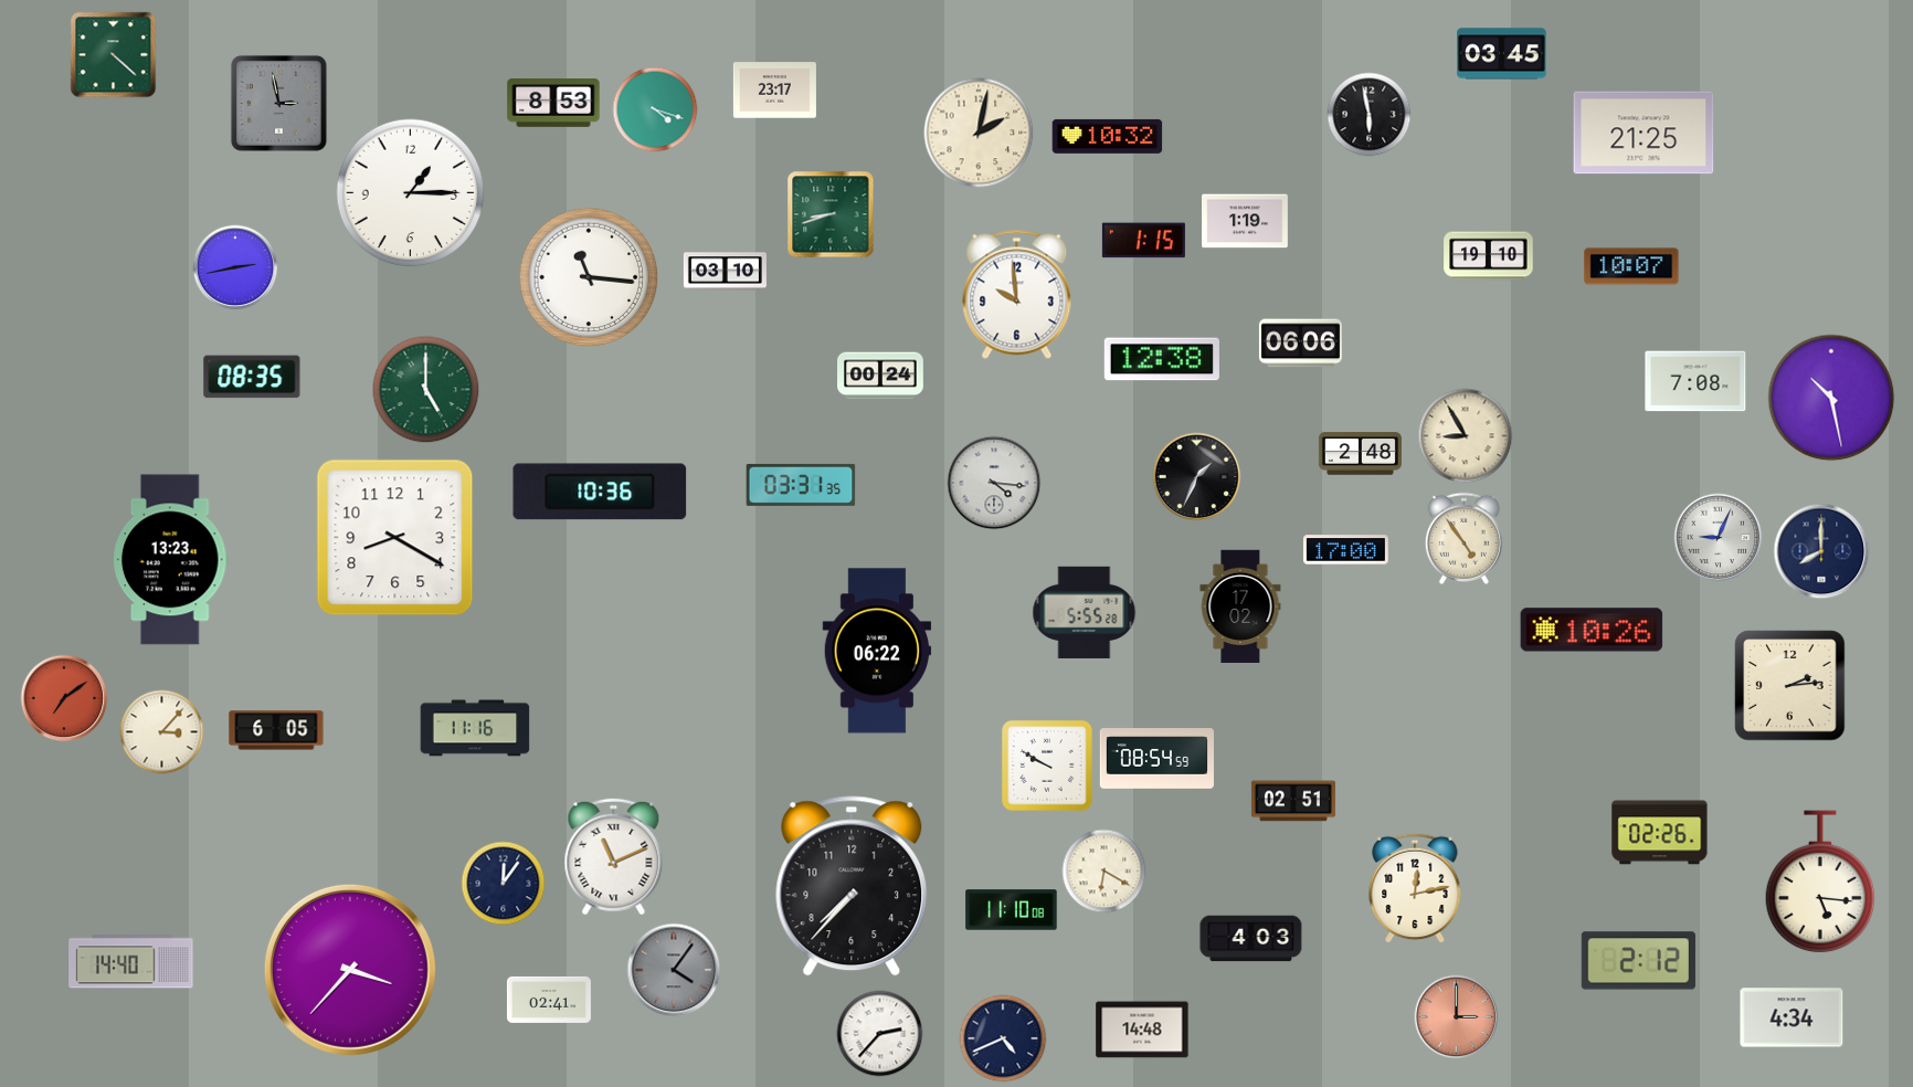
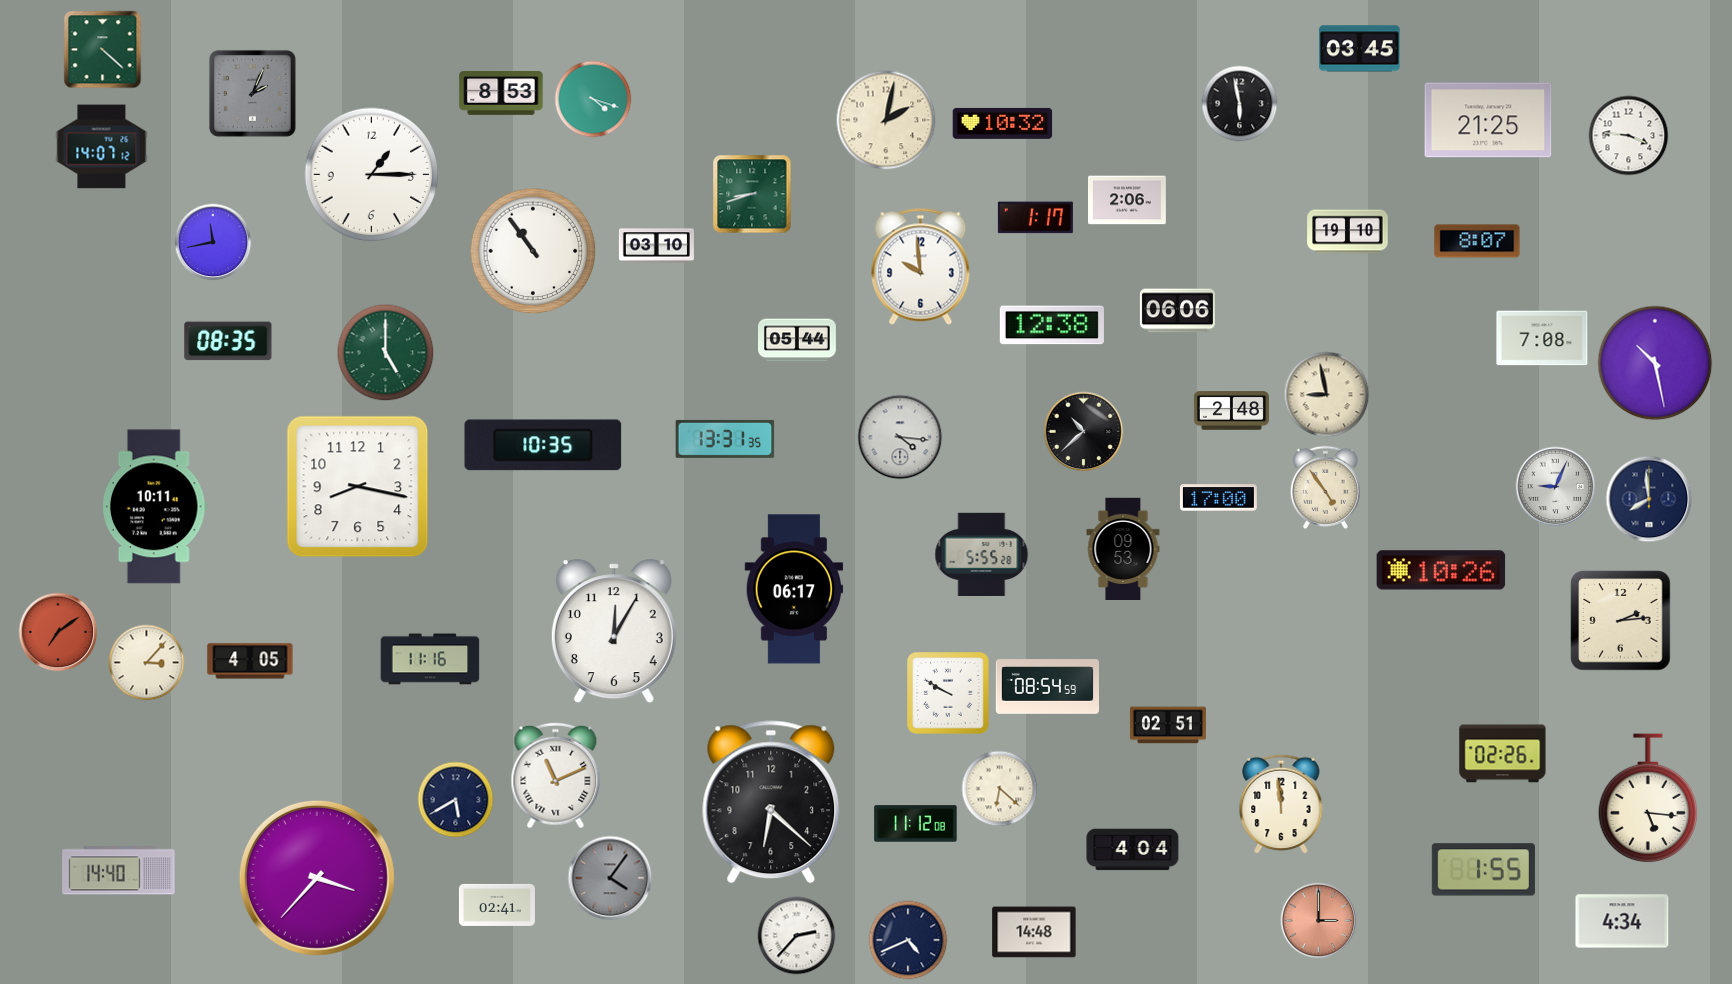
clock at (774, 91): 23:17 -> none
clock at (278, 103): 2:58 -> 2:04
clock at (1629, 136): none -> 3:46
clock at (102, 147): none -> 14:07
clock at (1246, 221): 1:19 -> 2:06
clock at (1143, 241): 1:15 -> 1:17
clock at (1631, 266): 10:07 -> 8:07
clock at (235, 267): 2:43 -> 11:43
clock at (589, 277): 11:16 -> 10:54
clock at (881, 376): 00:24 -> 05:44
clock at (1695, 381) position: (1695, 381) -> (1542, 338)
clock at (1831, 398) position: (1831, 398) -> (1655, 363)
clock at (1466, 436): 8:55 -> 8:58
clock at (1197, 477): 1:34 -> 10:38
clock at (801, 485): 03:31 -> 13:31
clock at (600, 492): 10:36 -> 10:35
clock at (395, 538): 8:20 -> 8:17
clock at (1821, 551): 8:00 -> 7:59
clock at (171, 560): 13:23 -> 10:11
clock at (1240, 606): 17:02 -> 09:53
clock at (877, 651): 06:22 -> 06:17
clock at (614, 631): none -> 12:05
clock at (276, 730): 6:05 -> 4:05
clock at (1293, 801) position: (1293, 801) -> (1168, 725)
clock at (1105, 872): 6:20 -> 6:22
clock at (504, 884): 12:06 -> 5:40
clock at (852, 886): 7:37 -> 6:22
clock at (1415, 888): 12:13 -> 11:59
clock at (1012, 910): 11:10 -> 11:12
clock at (1251, 939): 4:03 -> 4:04
clock at (1638, 961): 2:12 -> 1:55
